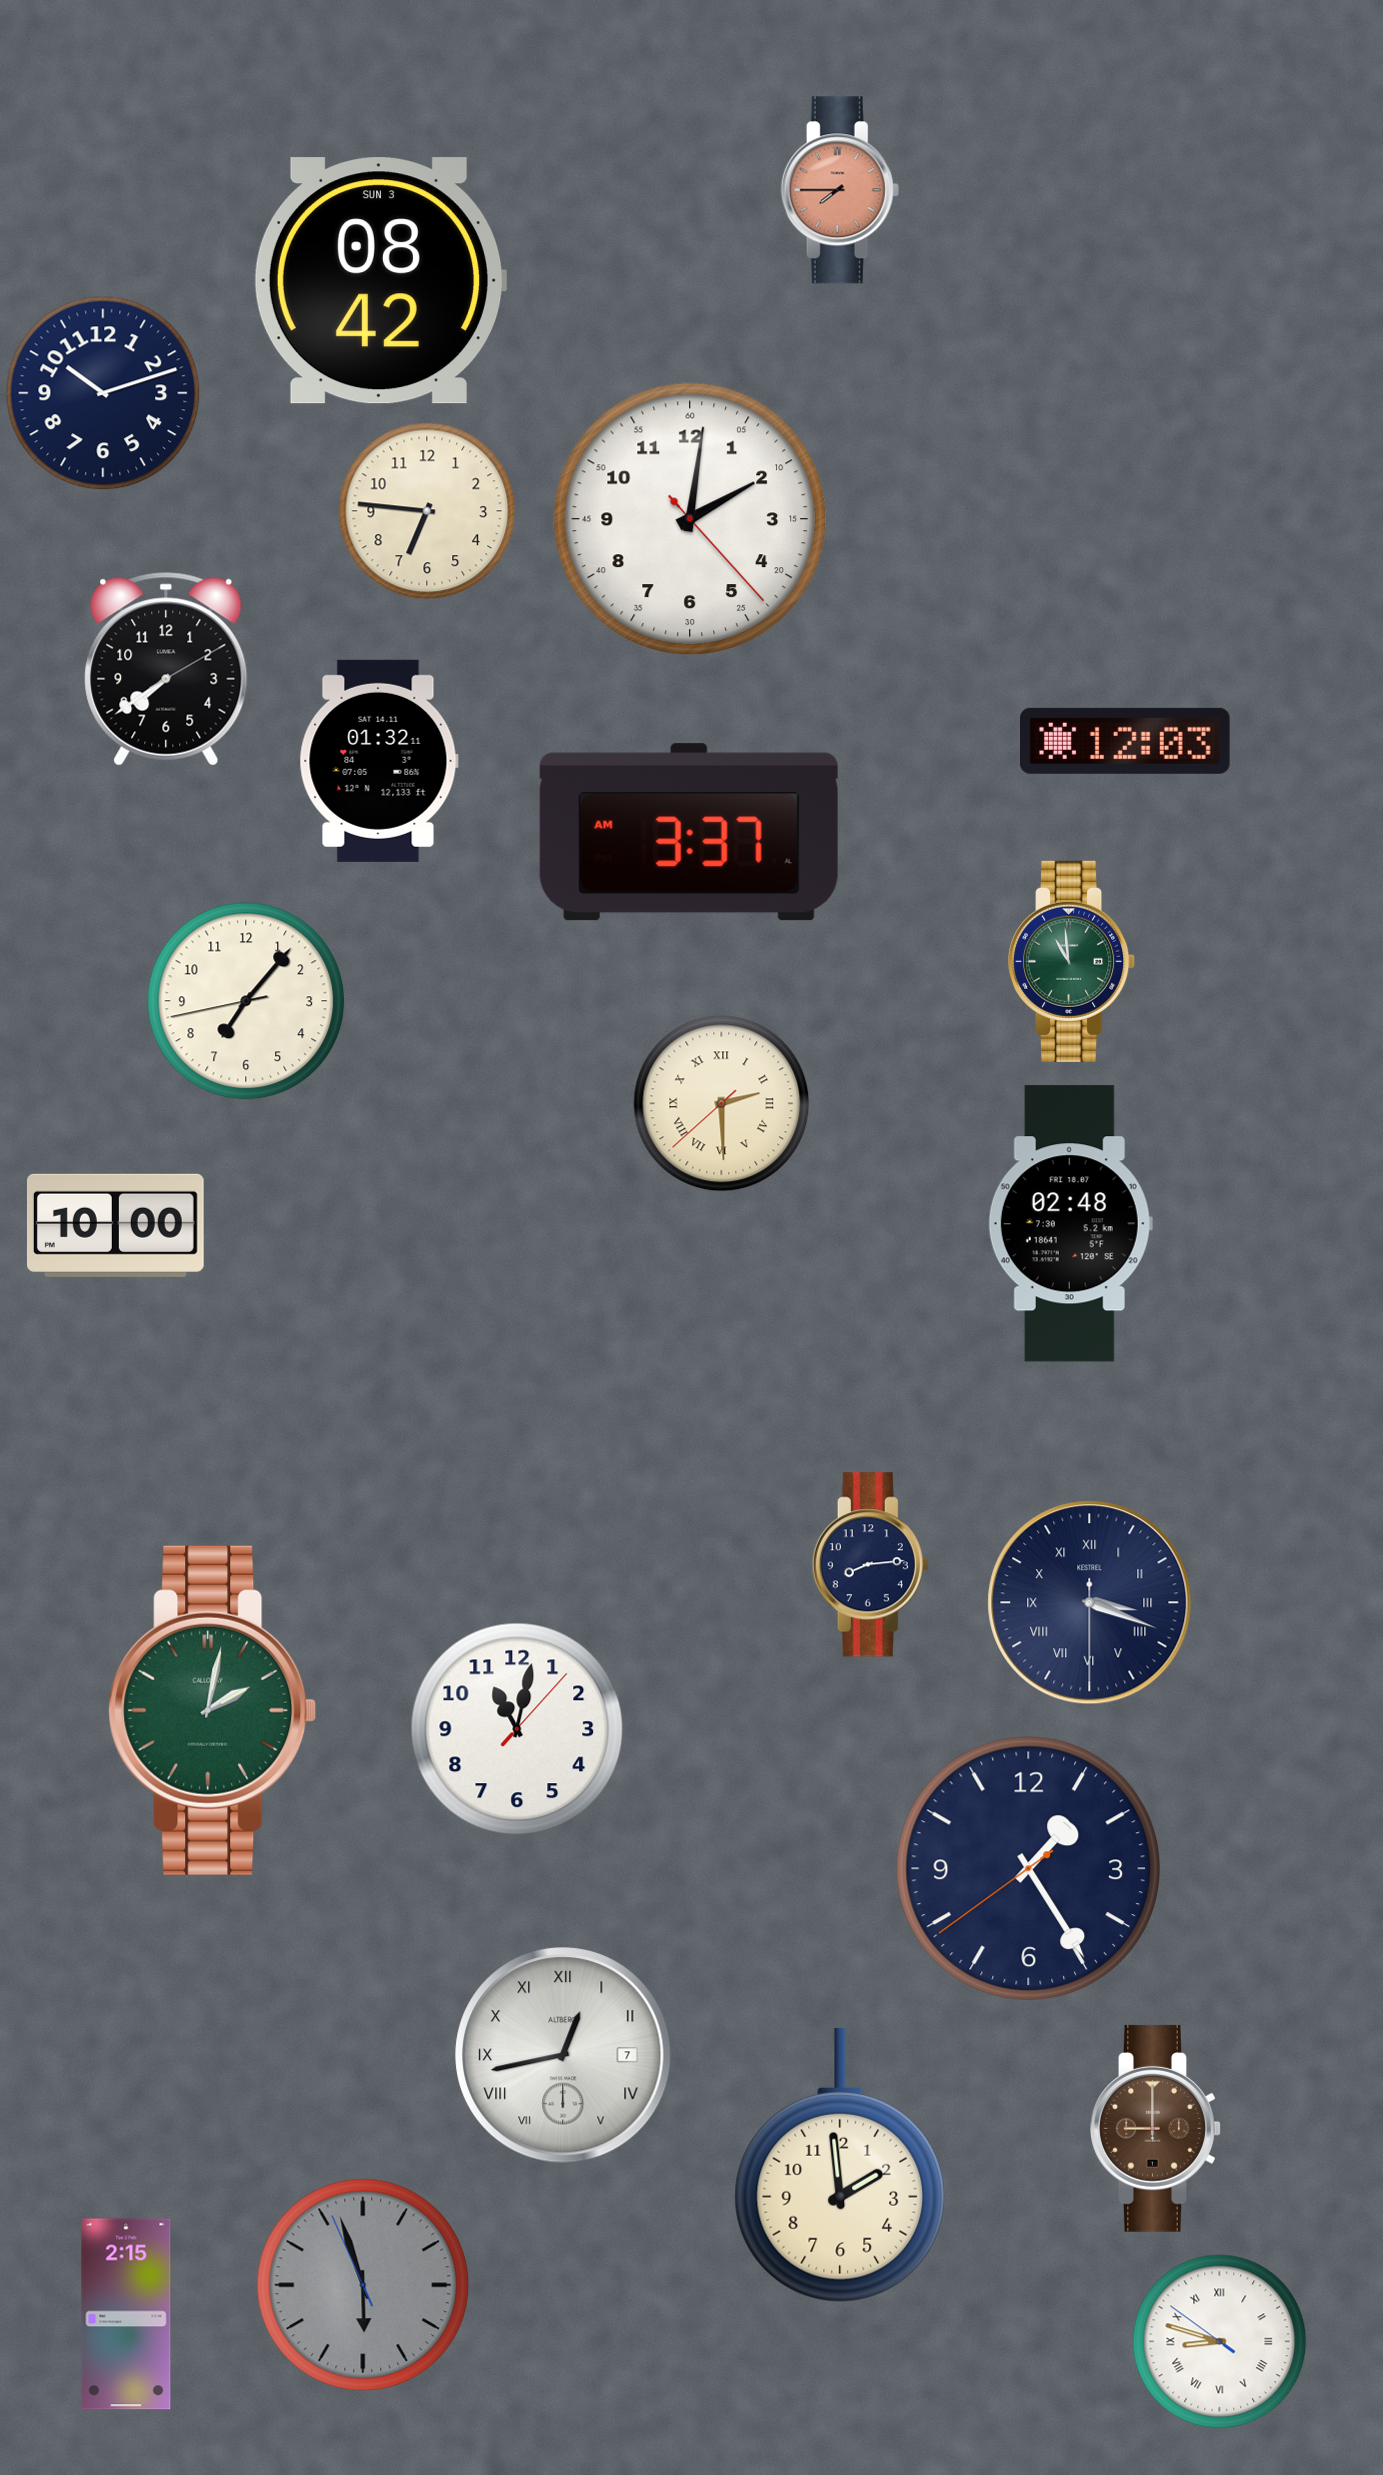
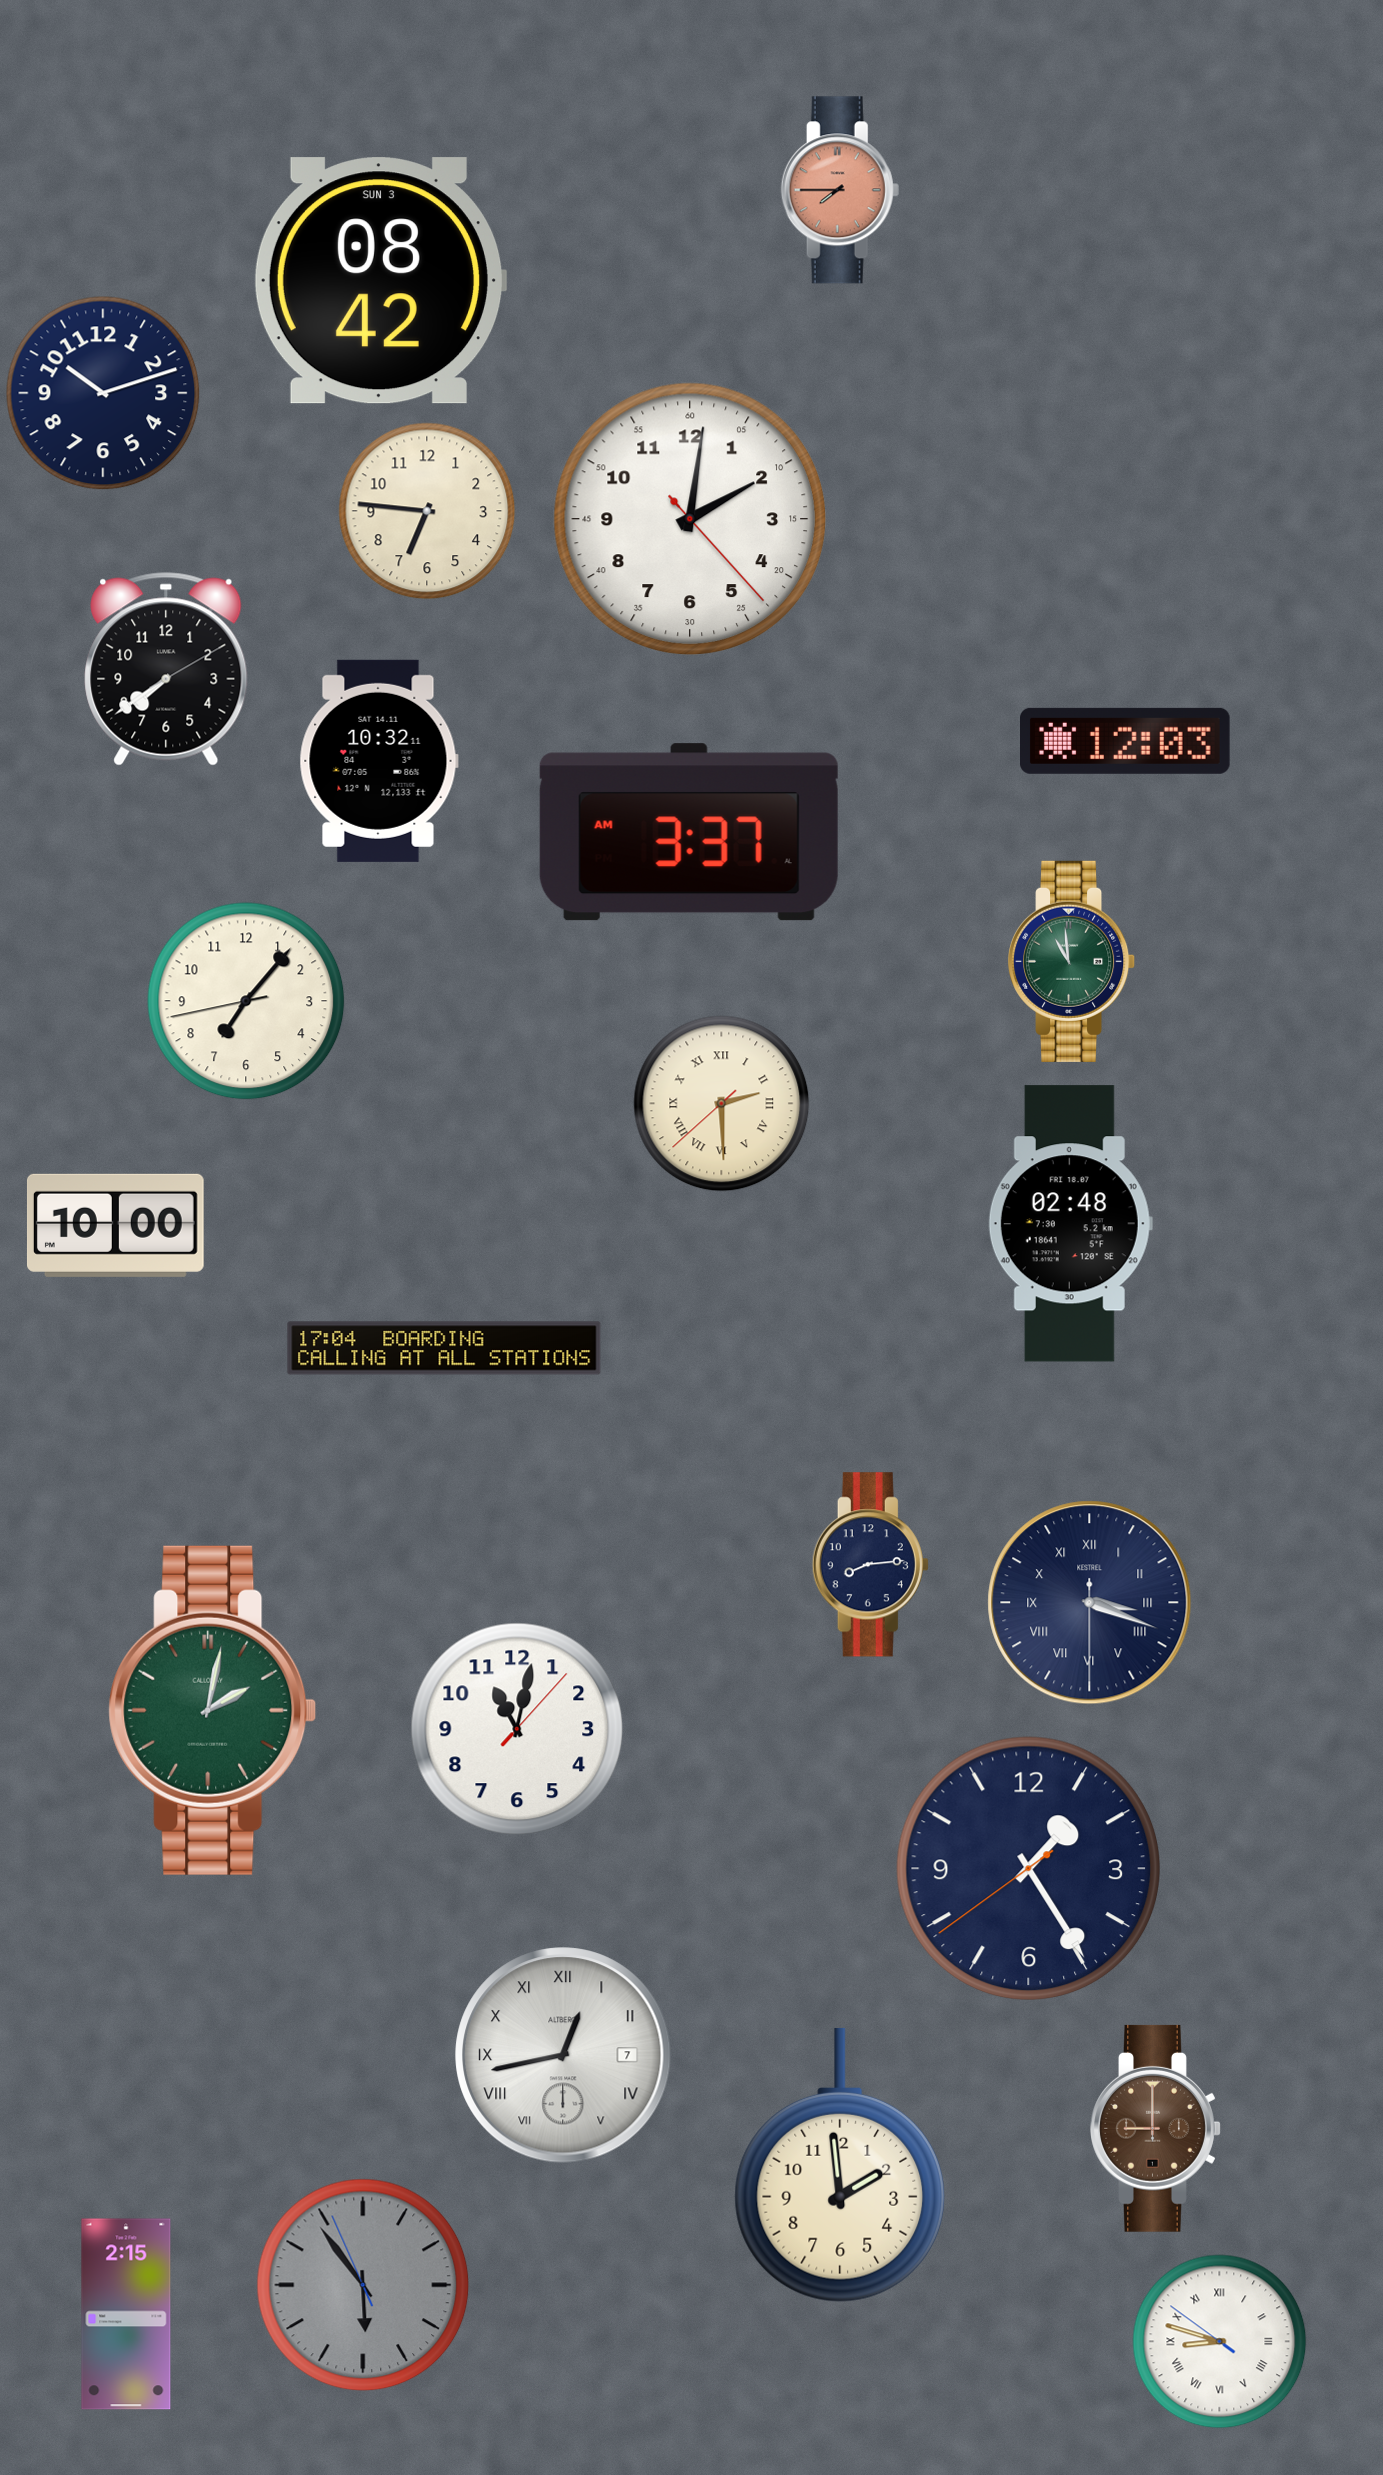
clock at (379, 761): 01:32 -> 10:32
clock at (444, 1348): none -> 17:04
clock at (363, 2285): 5:56 -> 5:53
